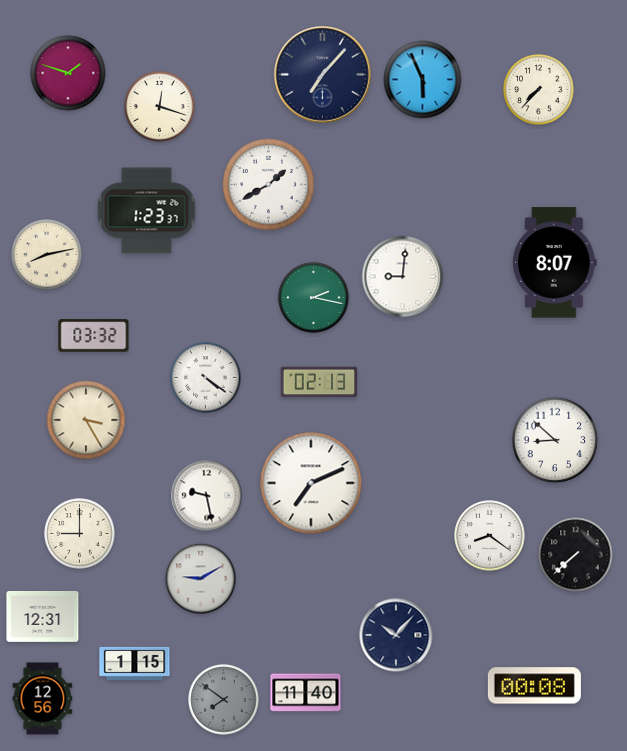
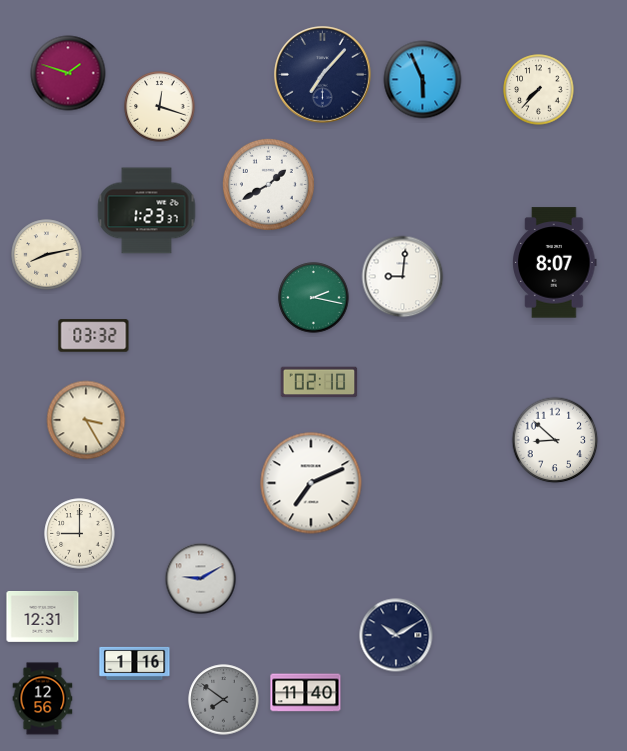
clock at (206, 378): 4:21 -> none
clock at (319, 382): 02:13 -> 02:10
clock at (207, 496): 9:28 -> none
clock at (490, 536): 8:21 -> none
clock at (576, 555): 7:38 -> none
clock at (396, 635): 10:07 -> 10:10
clock at (135, 663): 1:15 -> 1:16
clock at (534, 686): 00:08 -> none
